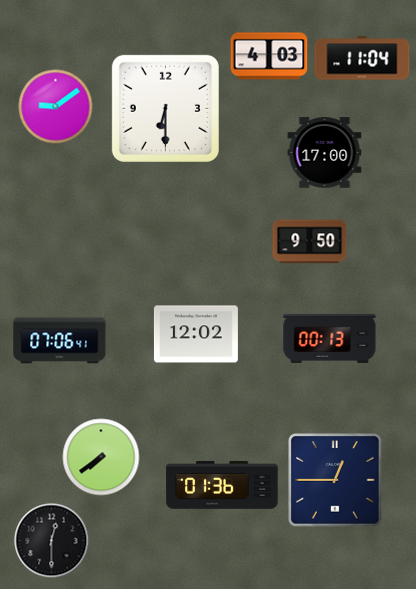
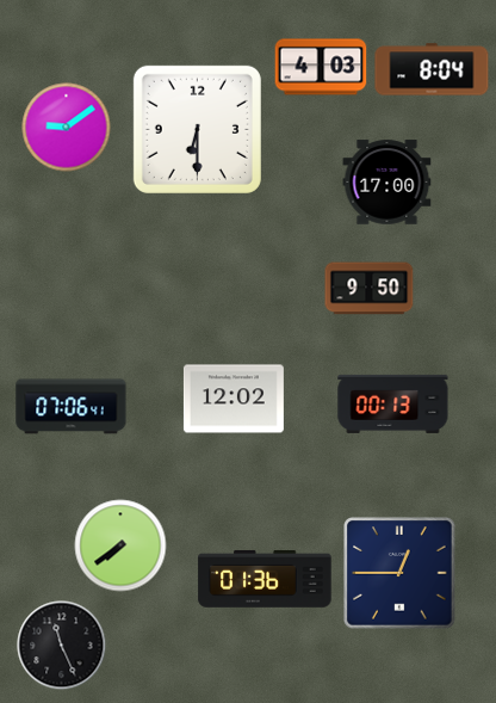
clock at (362, 58): 11:04 -> 8:04
clock at (52, 541): 12:30 -> 11:26
